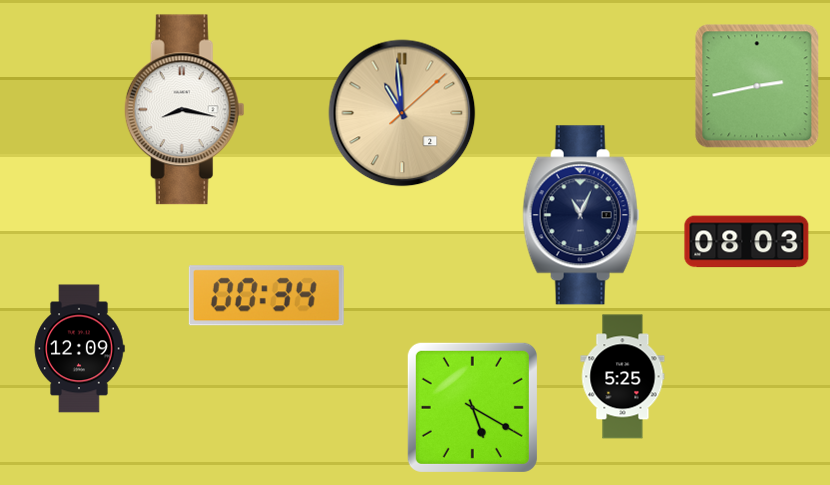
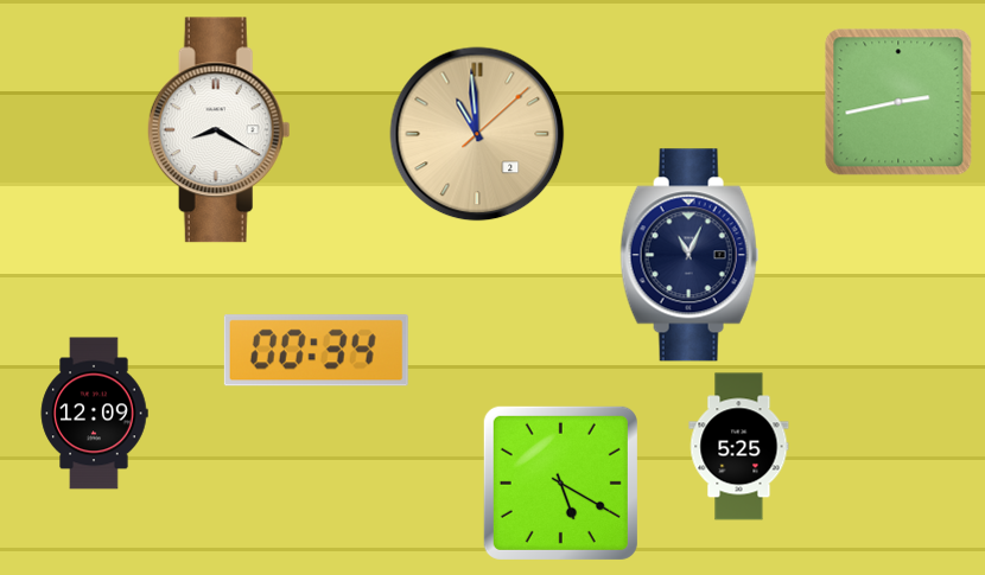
clock at (184, 110): 8:17 -> 8:20
clock at (747, 242): 08:03 -> none
